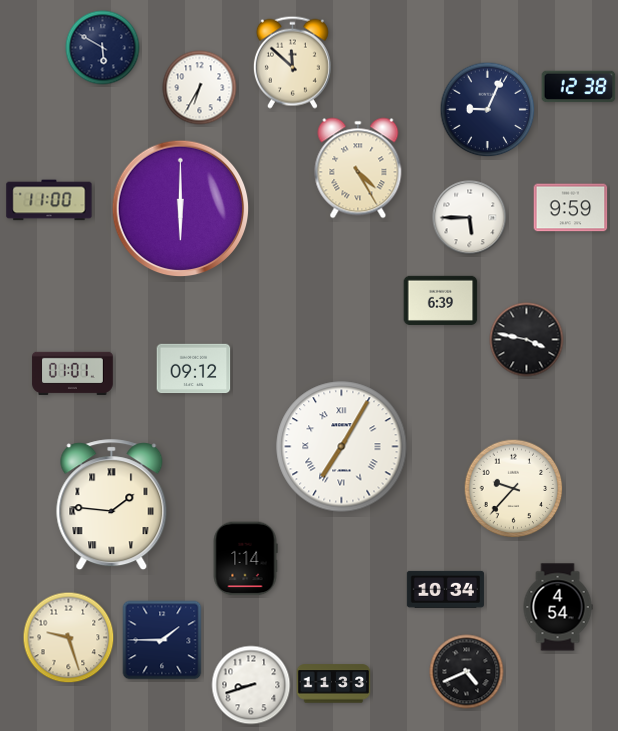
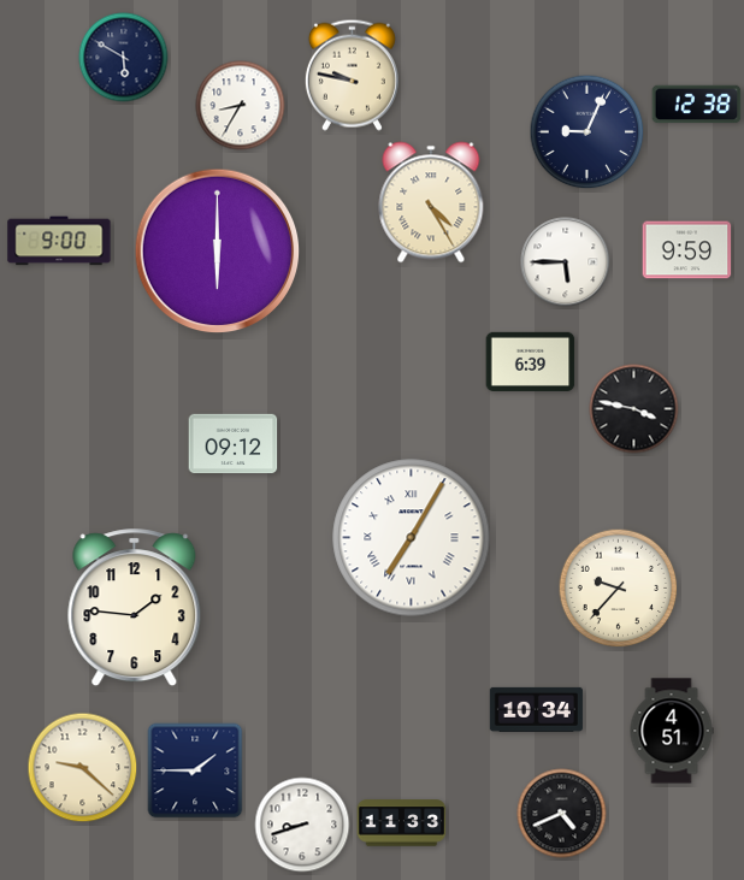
clock at (292, 62): 11:52 -> 9:47
clock at (200, 88): 6:35 -> 8:35
clock at (49, 200): 11:00 -> 9:00
clock at (73, 373): 01:01 -> none
clock at (112, 505) numerals: Roman -> Arabic
clock at (245, 559): 1:14 -> none
clock at (558, 607): 4:54 -> 4:51
clock at (69, 638): 9:27 -> 9:22
clock at (467, 672) position: (467, 672) -> (562, 814)
